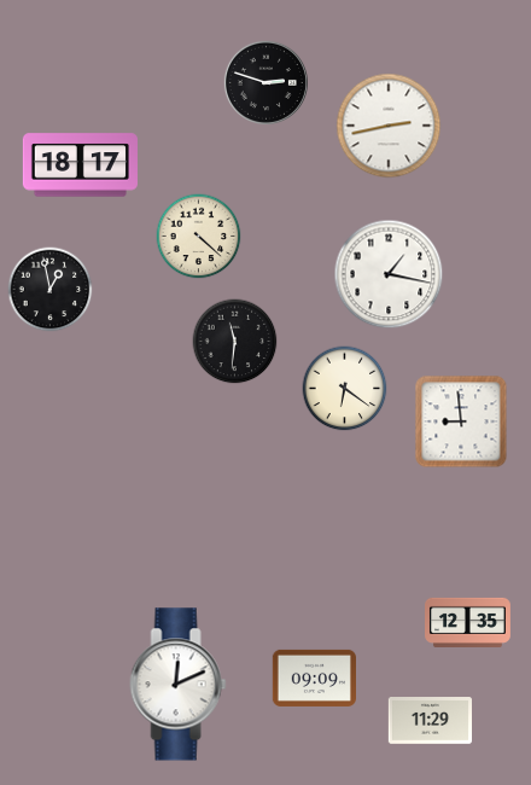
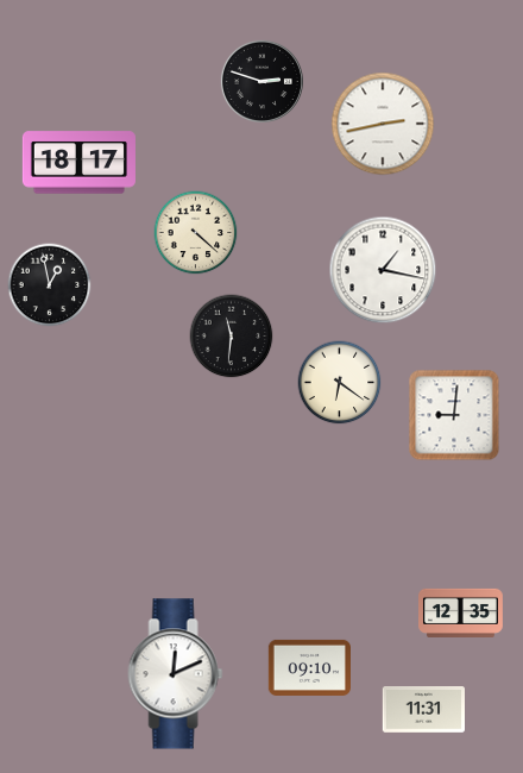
clock at (461, 421): 8:59 -> 9:01
clock at (314, 678): 09:09 -> 09:10
clock at (430, 721): 11:29 -> 11:31
